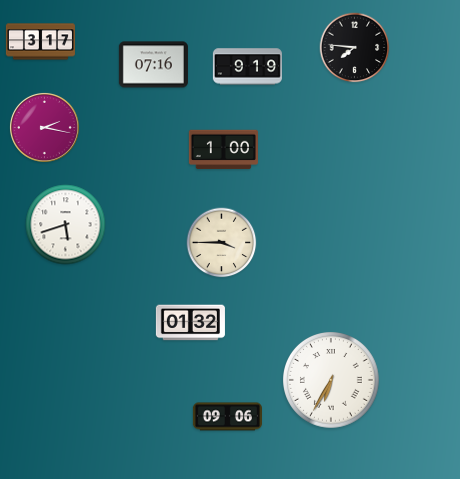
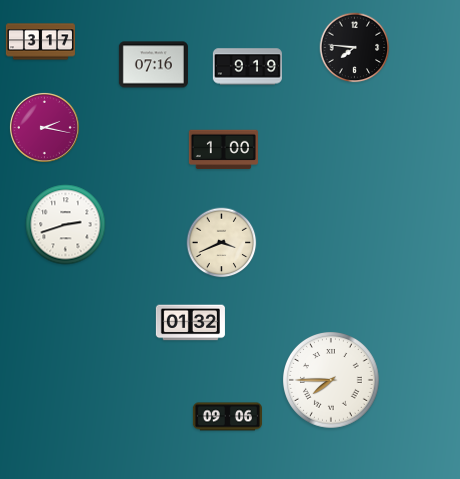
clock at (66, 225): 5:42 -> 2:42
clock at (222, 243): 3:45 -> 3:41
clock at (332, 381): 6:35 -> 7:45
